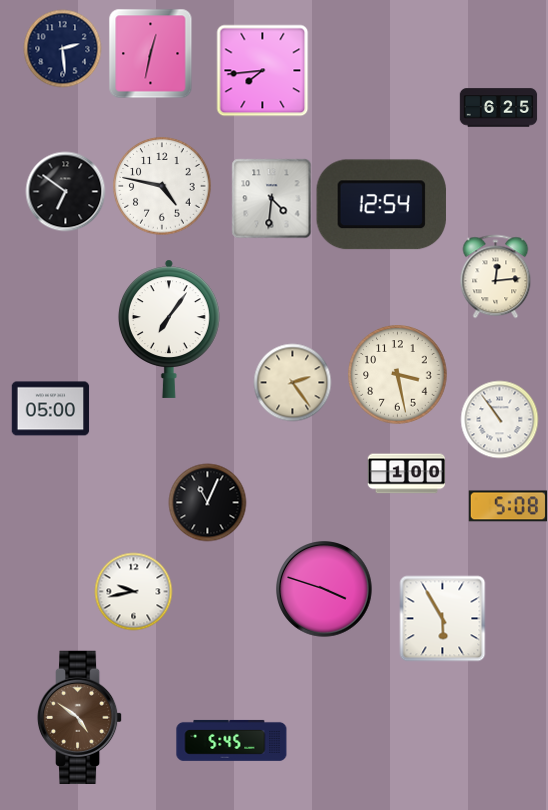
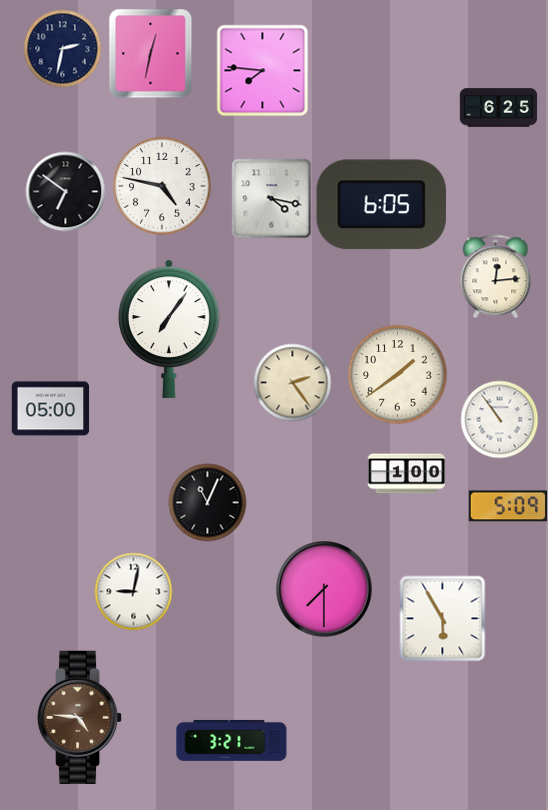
clock at (62, 48): 2:29 -> 2:32
clock at (262, 70): 7:44 -> 7:46
clock at (271, 198): 4:31 -> 4:17
clock at (381, 205): 12:54 -> 6:05
clock at (398, 375): 3:28 -> 1:39
clock at (507, 506): 5:08 -> 5:09
clock at (324, 589): 3:48 -> 7:30
clock at (133, 591): 9:43 -> 9:02
clock at (80, 717): 4:51 -> 4:46
clock at (232, 740): 5:45 -> 3:21
